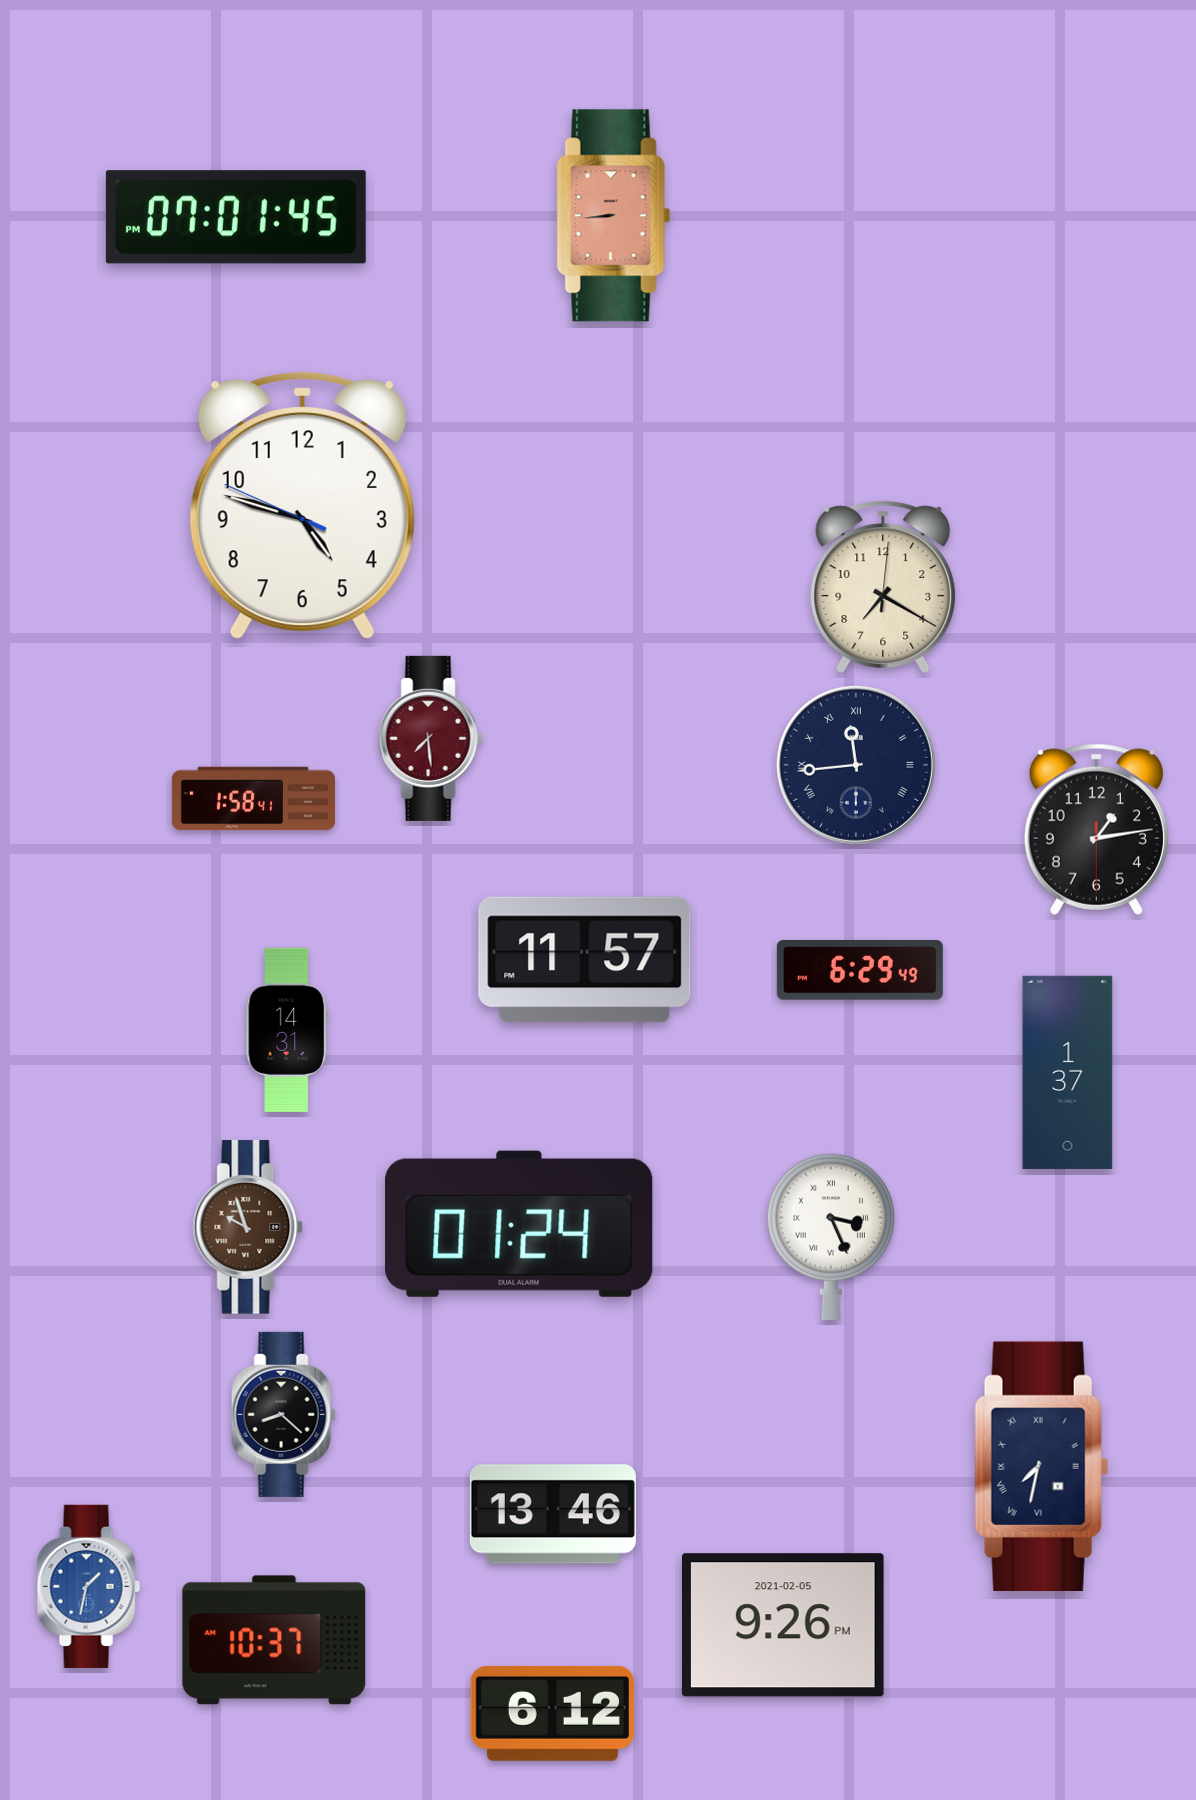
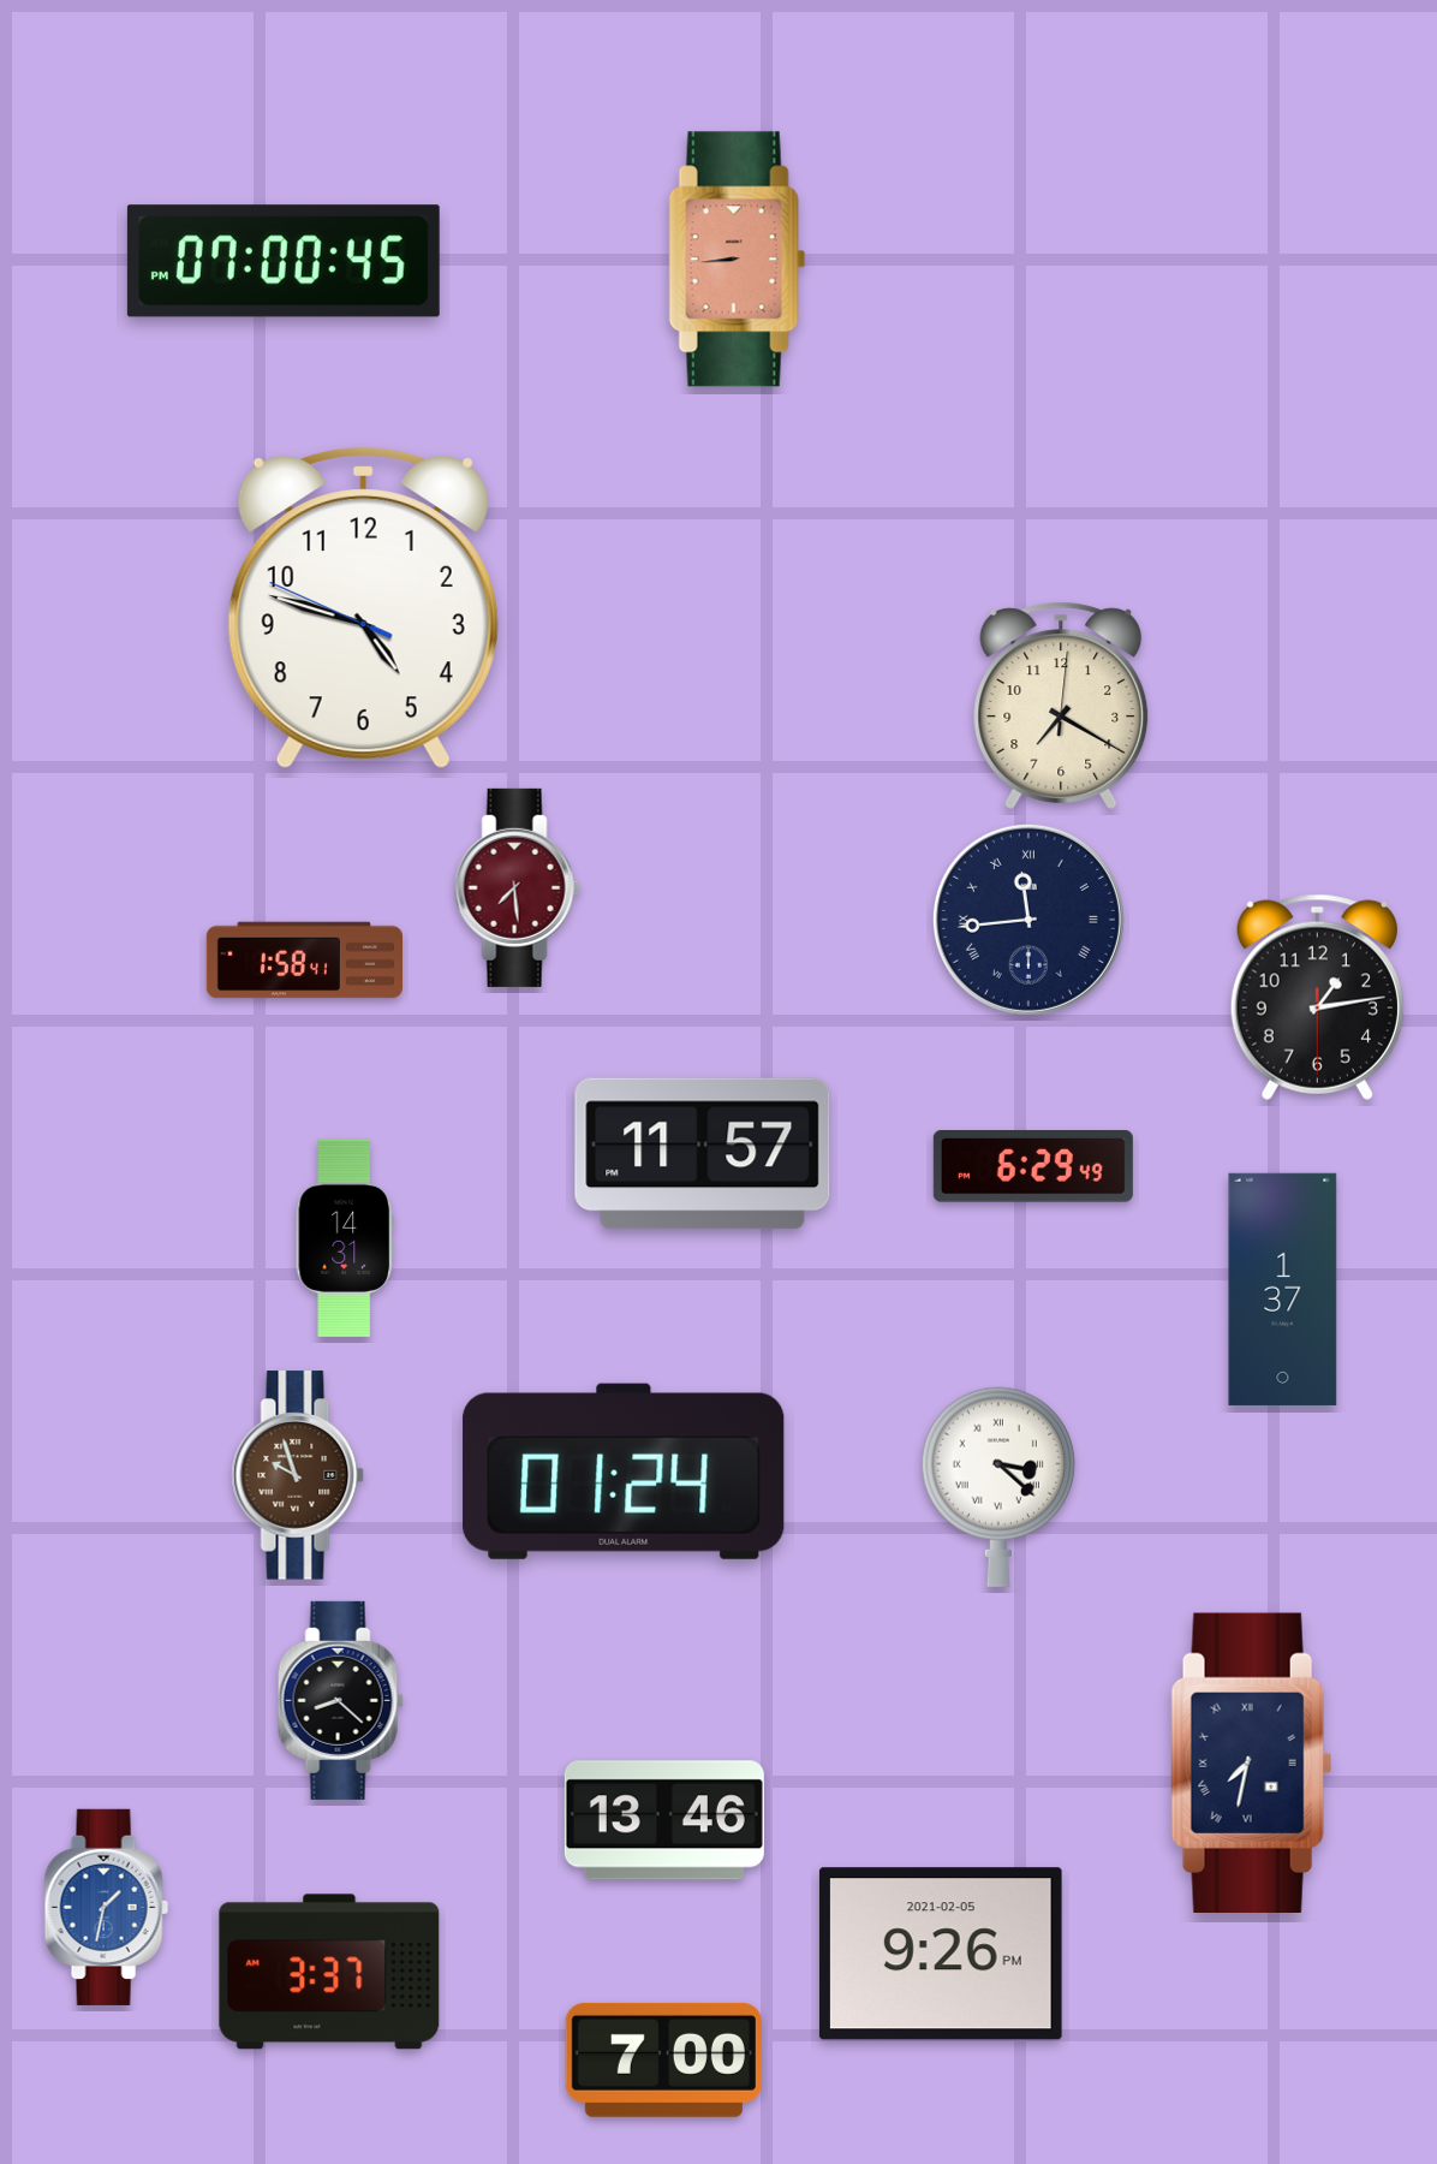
clock at (236, 217): 07:01 -> 07:00
clock at (831, 1237): 3:26 -> 3:22
clock at (274, 1640): 10:37 -> 3:37
clock at (552, 1713): 6:12 -> 7:00
